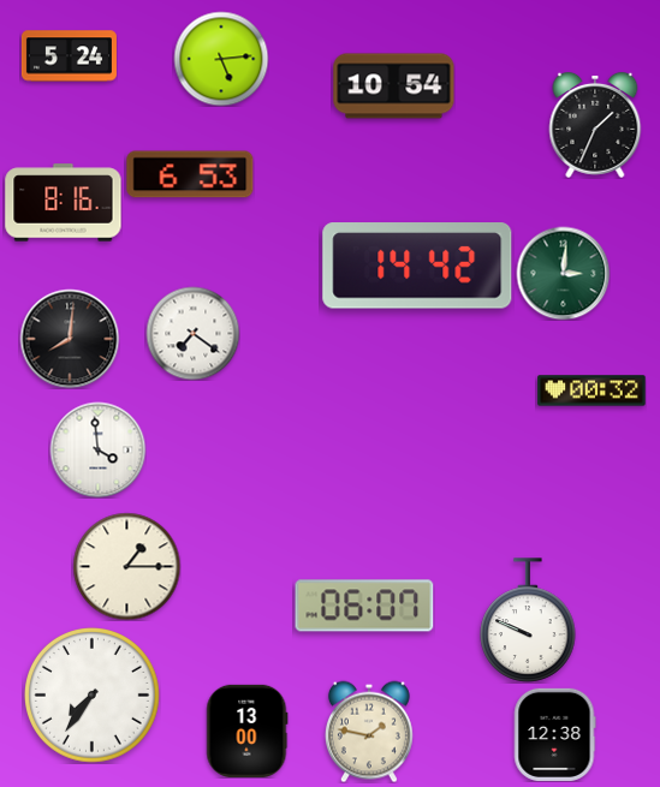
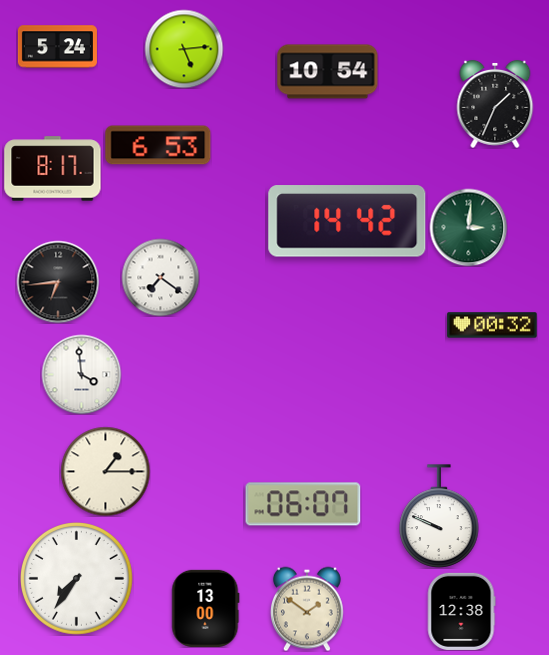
clock at (64, 203): 8:16 -> 8:17
clock at (70, 339): 8:01 -> 6:44
clock at (369, 732): 1:47 -> 1:51
